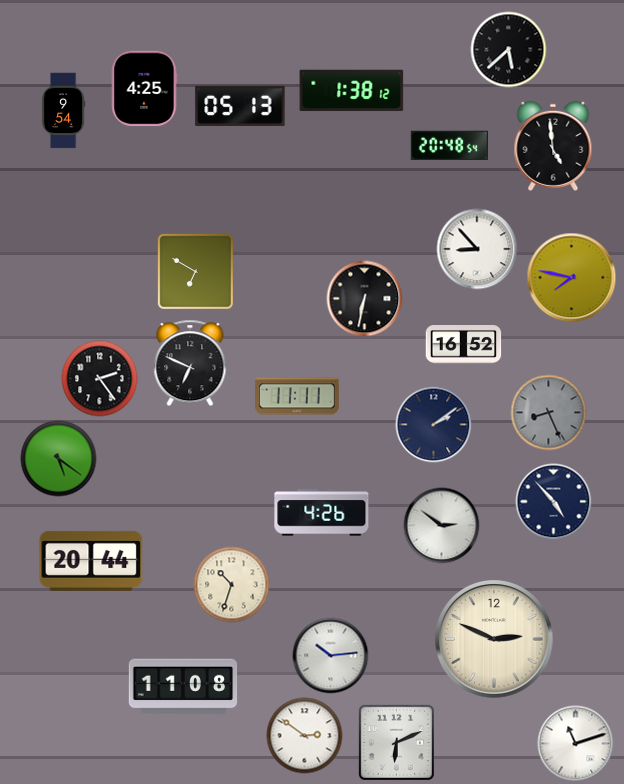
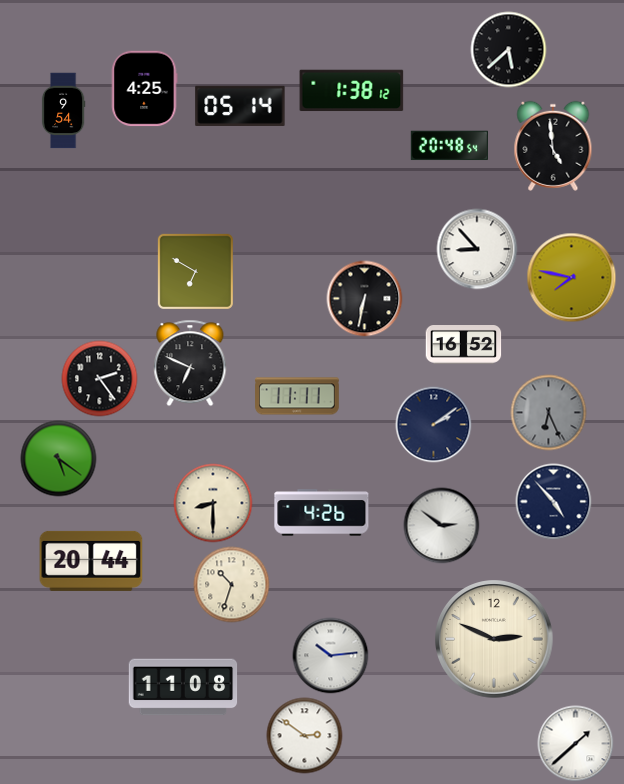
clock at (240, 106): 05:13 -> 05:14
clock at (549, 413): 8:26 -> 6:26
clock at (213, 503): none -> 8:30
clock at (396, 742): 6:11 -> none
clock at (576, 744): 11:12 -> 1:38
